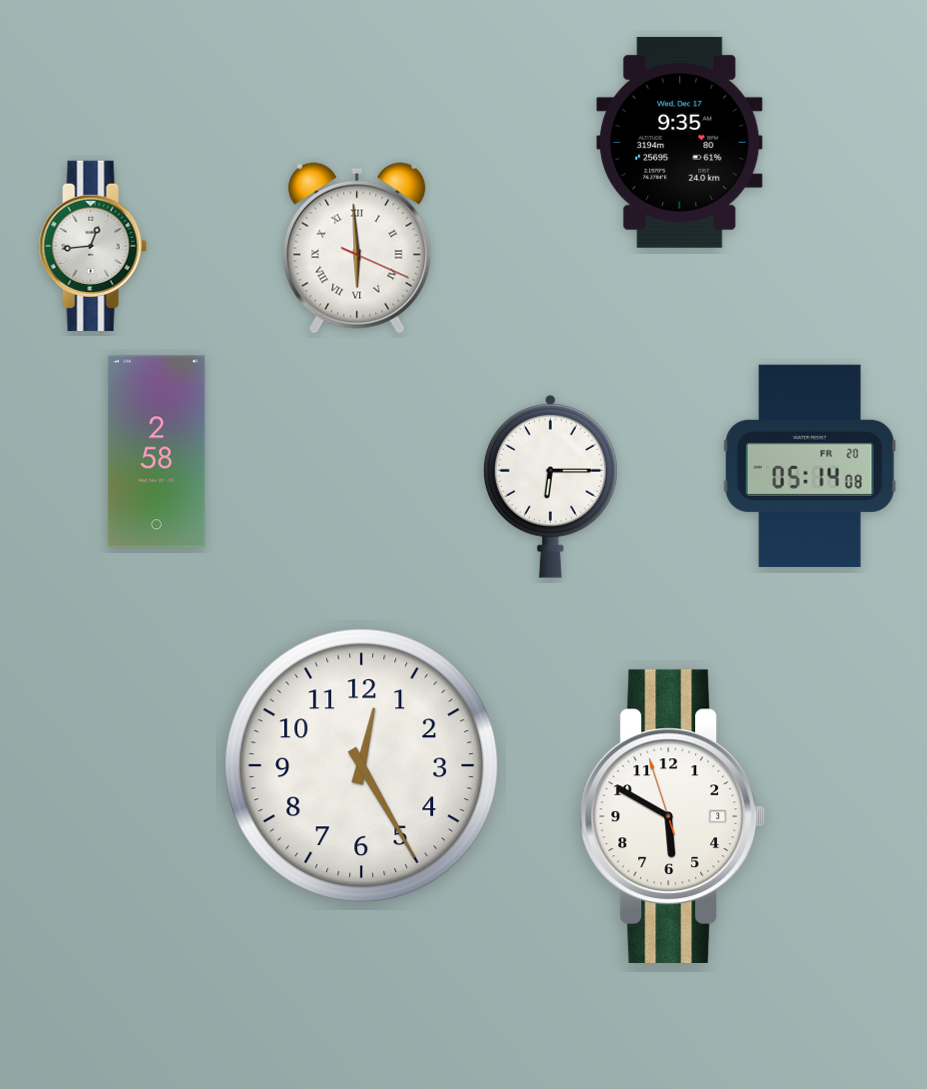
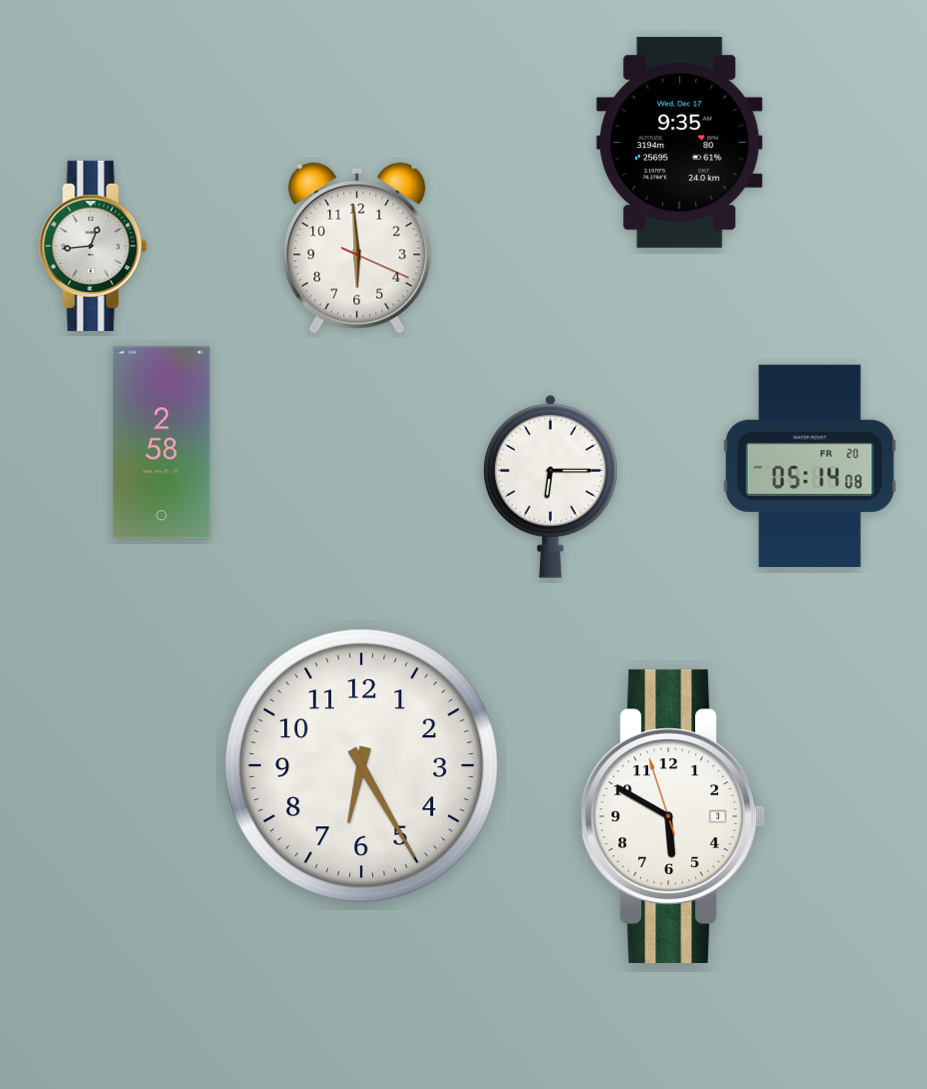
clock at (357, 248) numerals: Roman -> Arabic
clock at (156, 452) position: (156, 452) -> (161, 443)
clock at (362, 766): 12:25 -> 6:25
